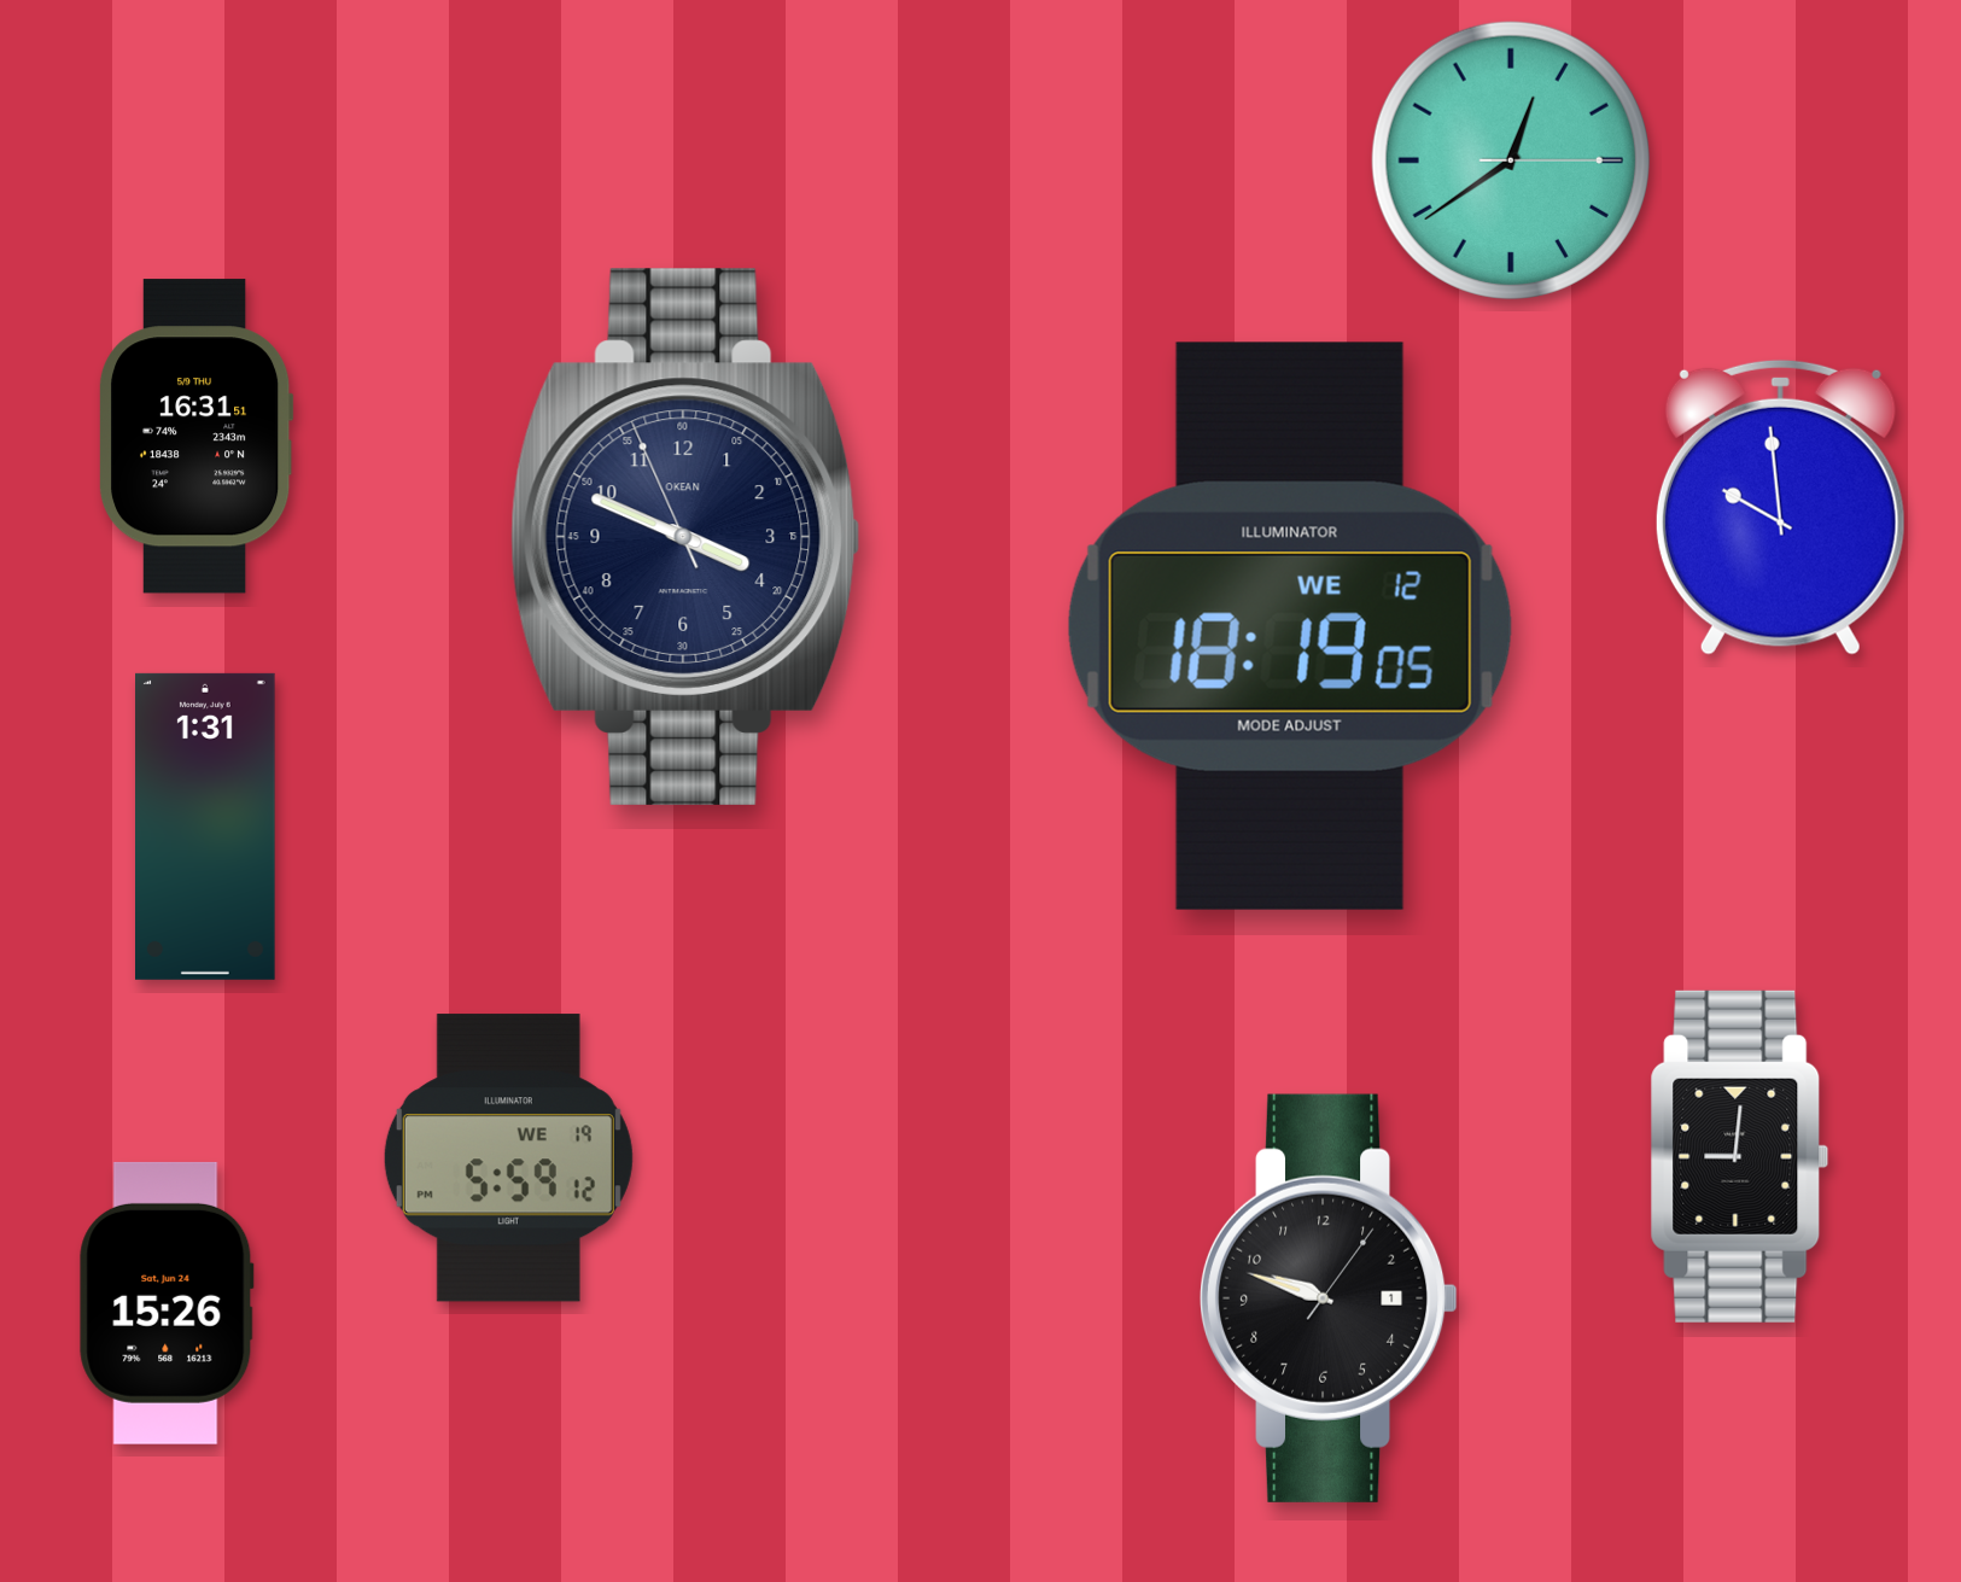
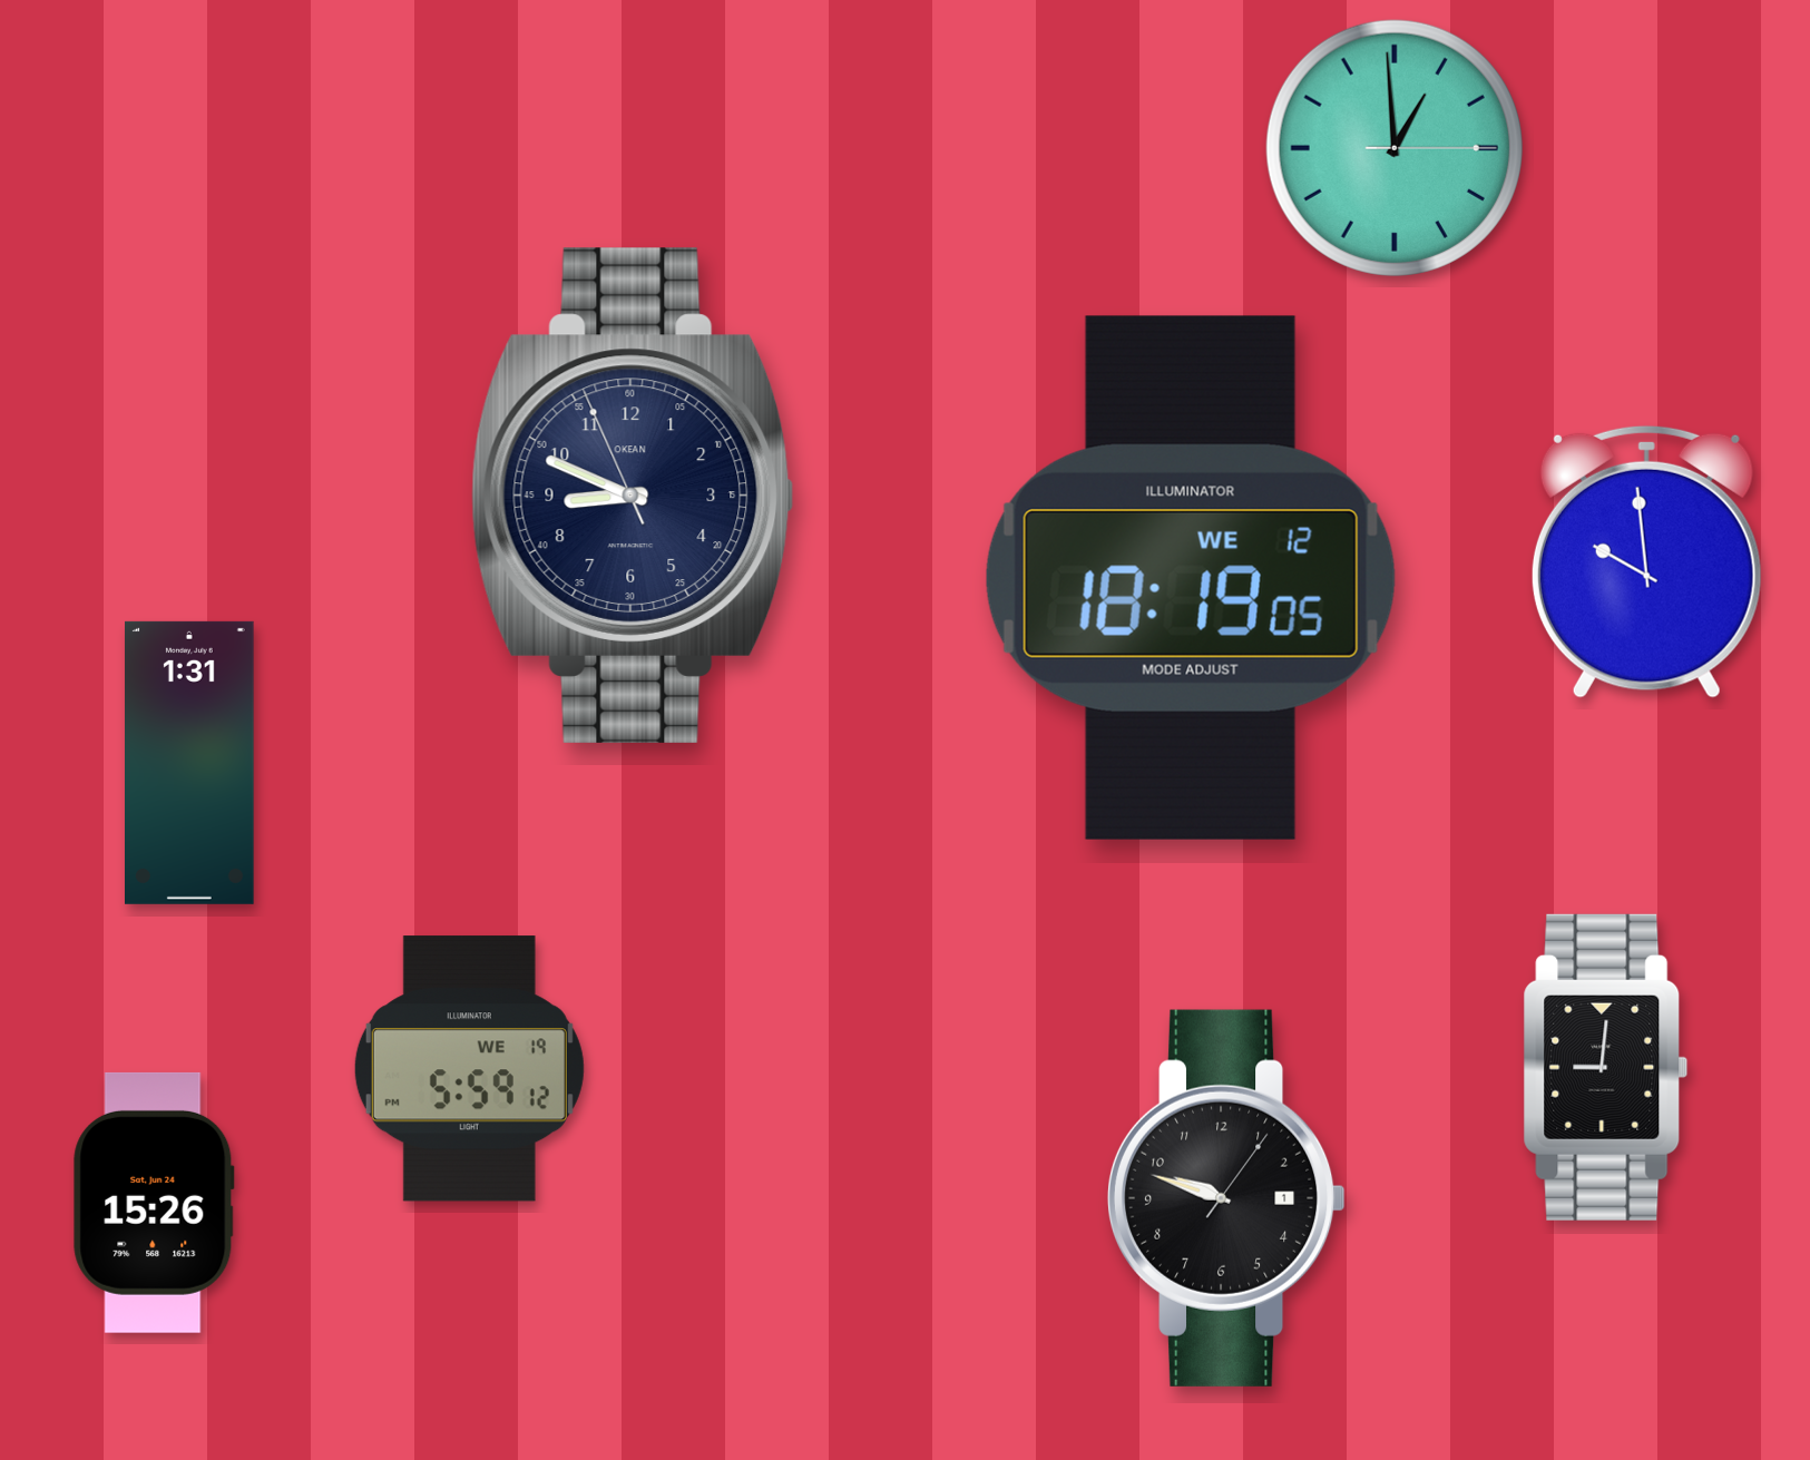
clock at (1511, 160): 12:39 -> 12:59
clock at (195, 437): 16:31 -> none
clock at (1780, 507) position: (1780, 507) -> (1646, 561)
clock at (685, 537): 3:48 -> 8:48
